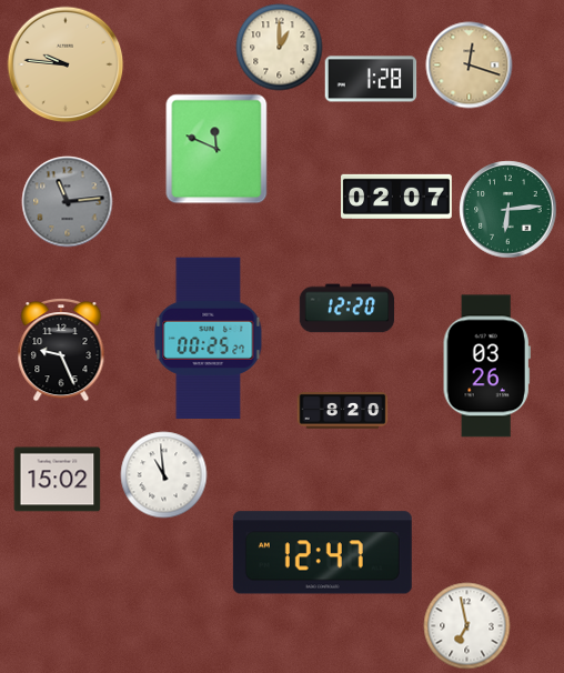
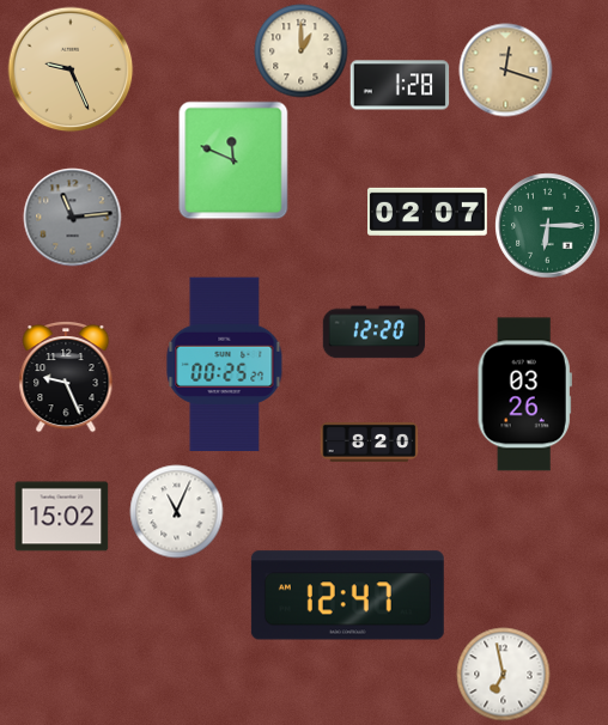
clock at (66, 64): 9:46 -> 9:26
clock at (507, 209): 6:14 -> 6:15
clock at (163, 474): 10:59 -> 11:04
